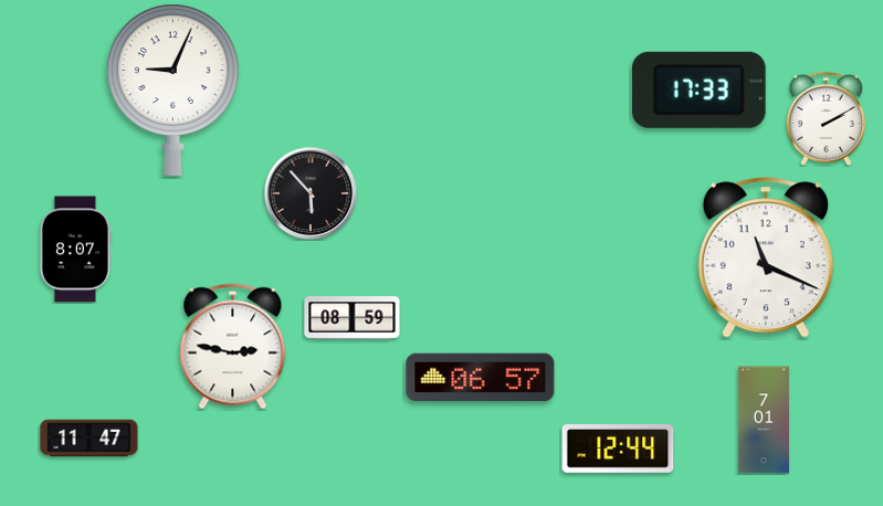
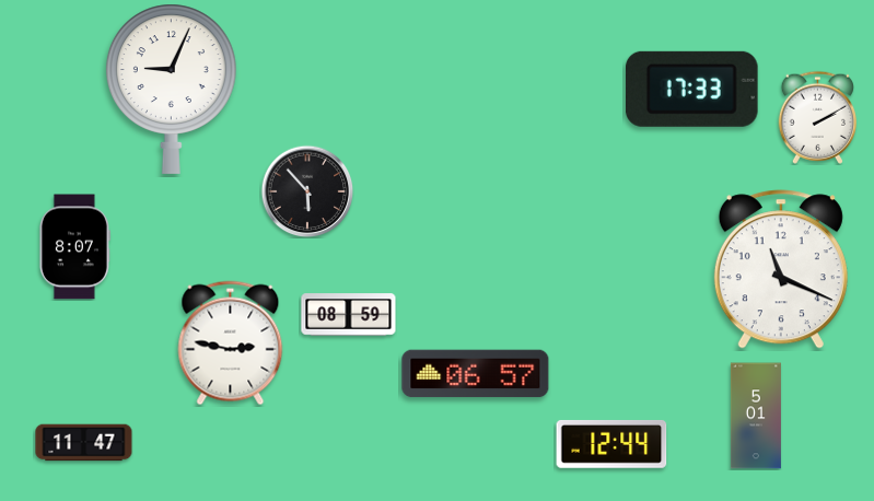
clock at (766, 257) position: (766, 257) -> (781, 269)
clock at (764, 420): 7:01 -> 5:01
clock at (90, 439) position: (90, 439) -> (84, 443)
